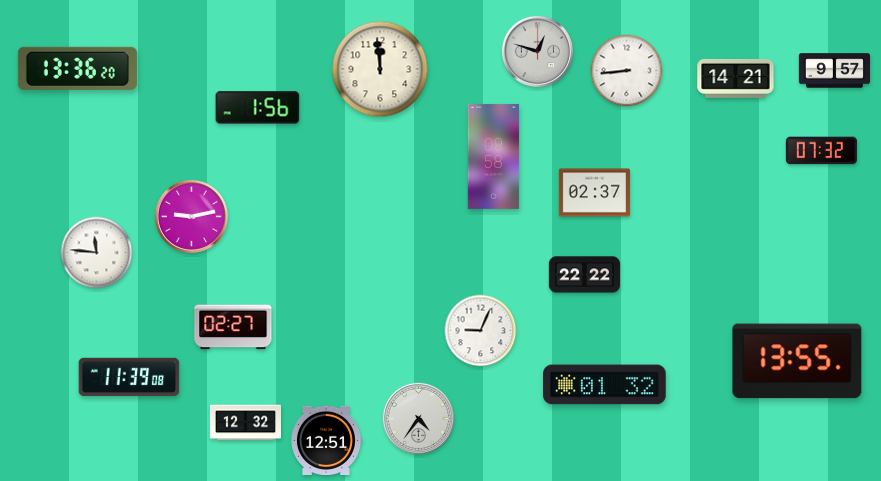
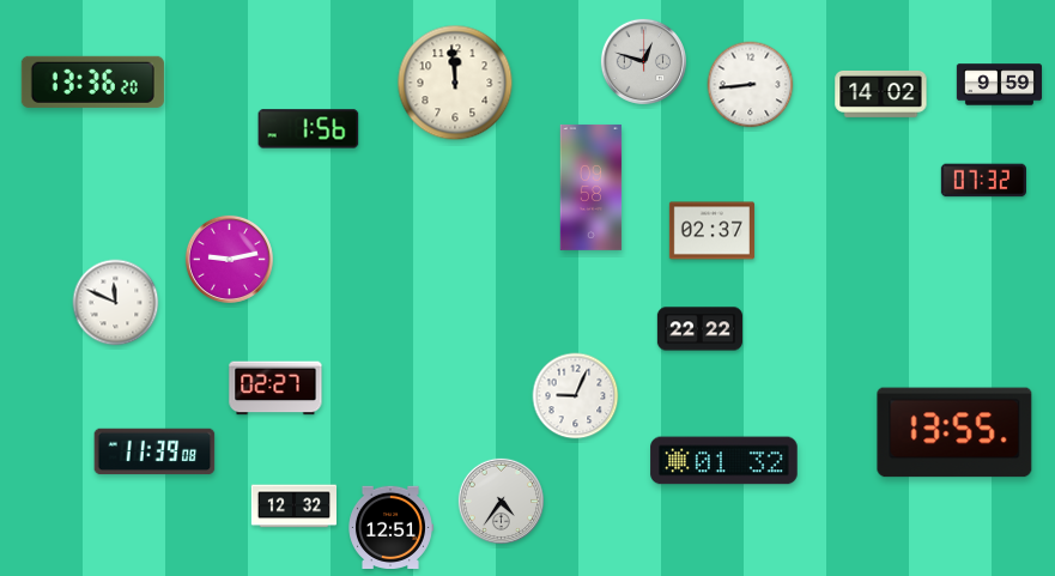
clock at (834, 71): 9:57 -> 9:59
clock at (736, 78): 14:21 -> 14:02
clock at (97, 253): 11:46 -> 11:49
clock at (233, 327) position: (233, 327) -> (275, 388)
